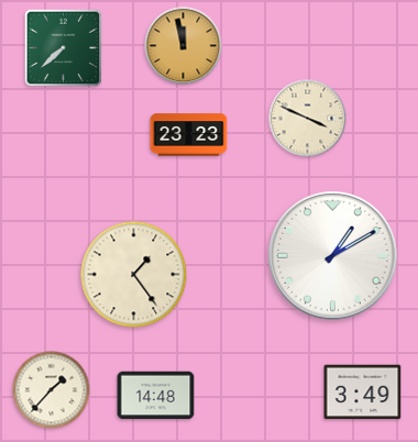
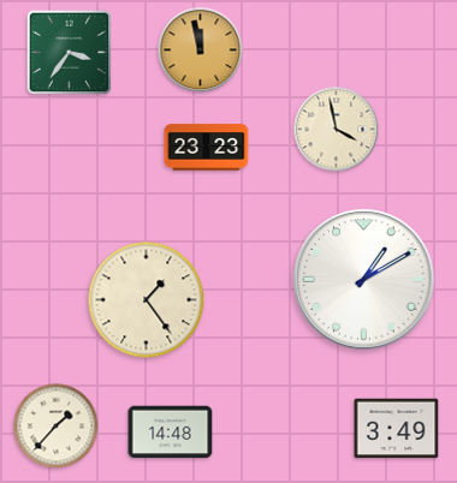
clock at (64, 48): 7:38 -> 3:36
clock at (308, 119): 3:49 -> 3:58
